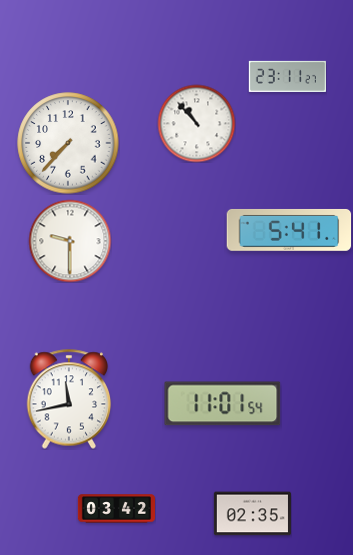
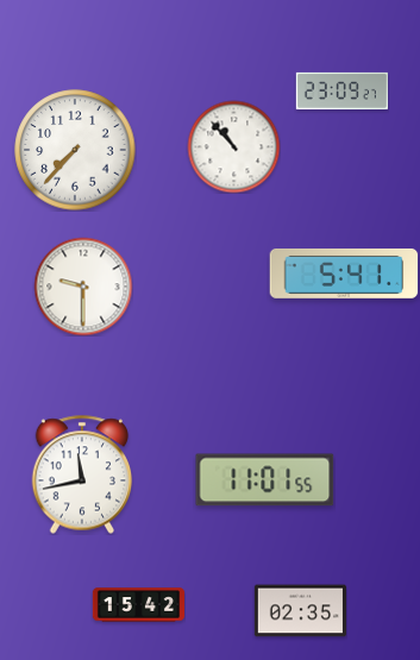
clock at (287, 76): 23:11 -> 23:09
clock at (68, 143) position: (68, 143) -> (75, 150)
clock at (223, 404): 11:01:54 -> 11:01:55
clock at (116, 509): 03:42 -> 15:42
